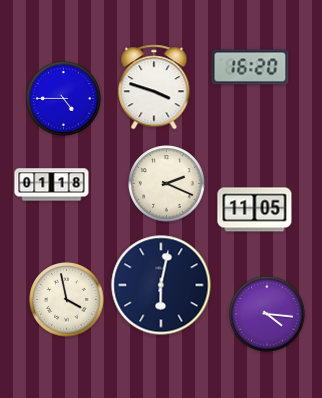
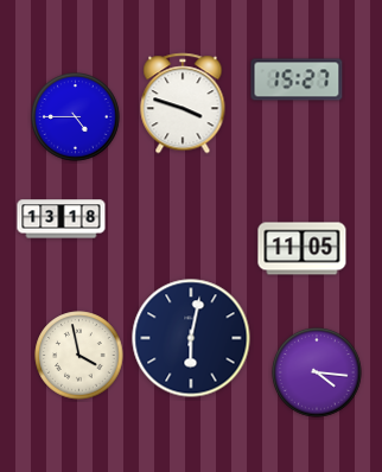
clock at (250, 67): 16:20 -> 15:27
clock at (167, 184): 2:19 -> none
clock at (52, 185): 01:18 -> 13:18
